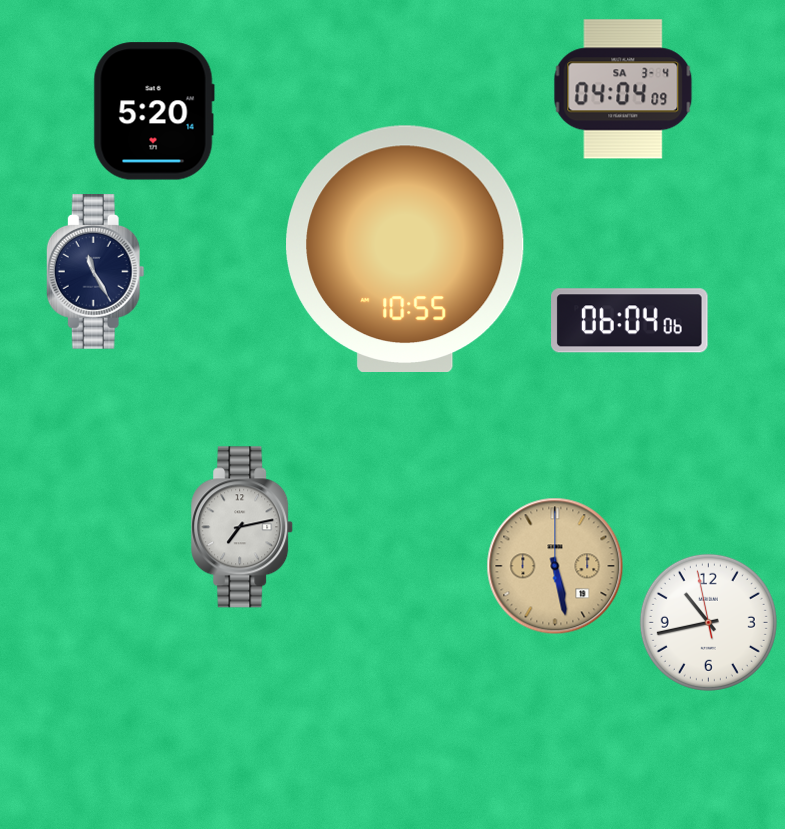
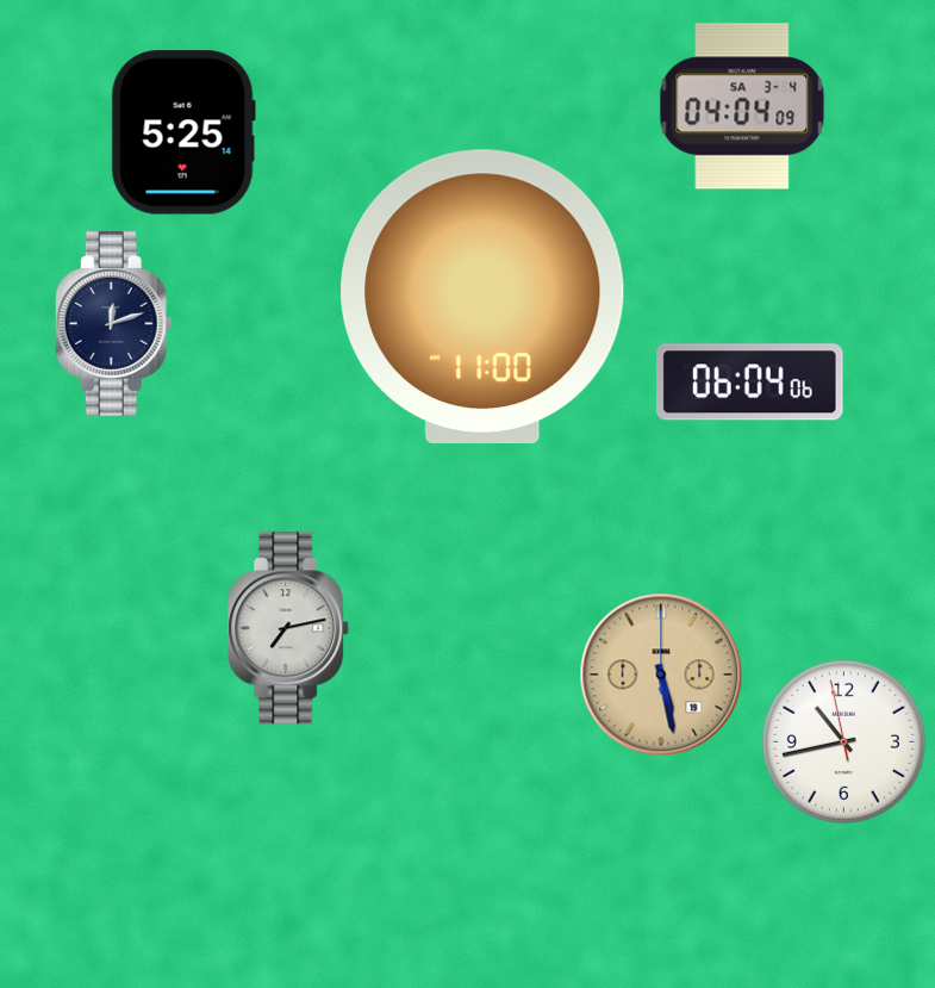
clock at (154, 111): 5:20 -> 5:25
clock at (405, 248): 10:55 -> 11:00
clock at (95, 272): 11:25 -> 12:12
